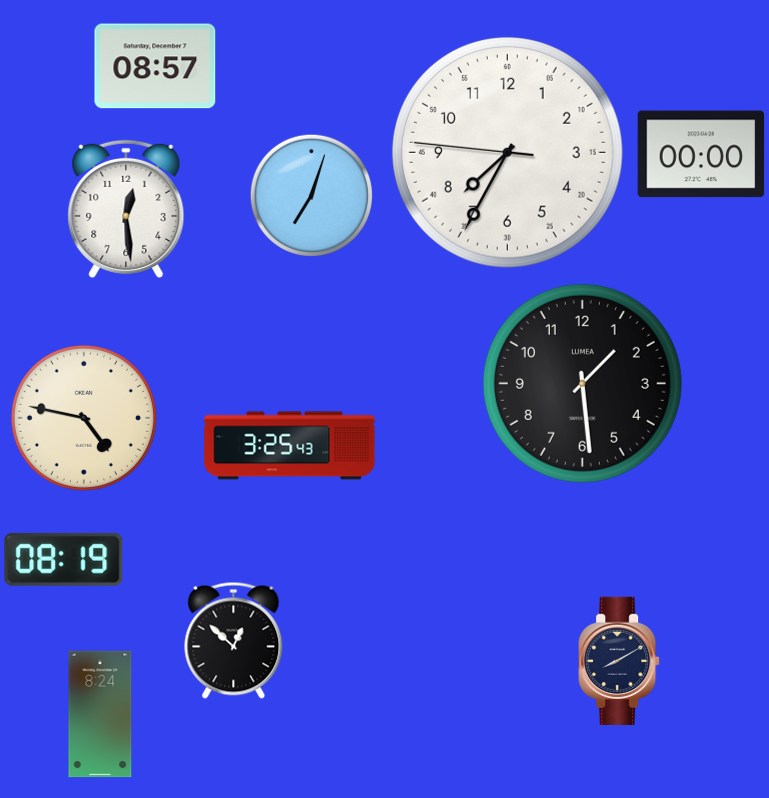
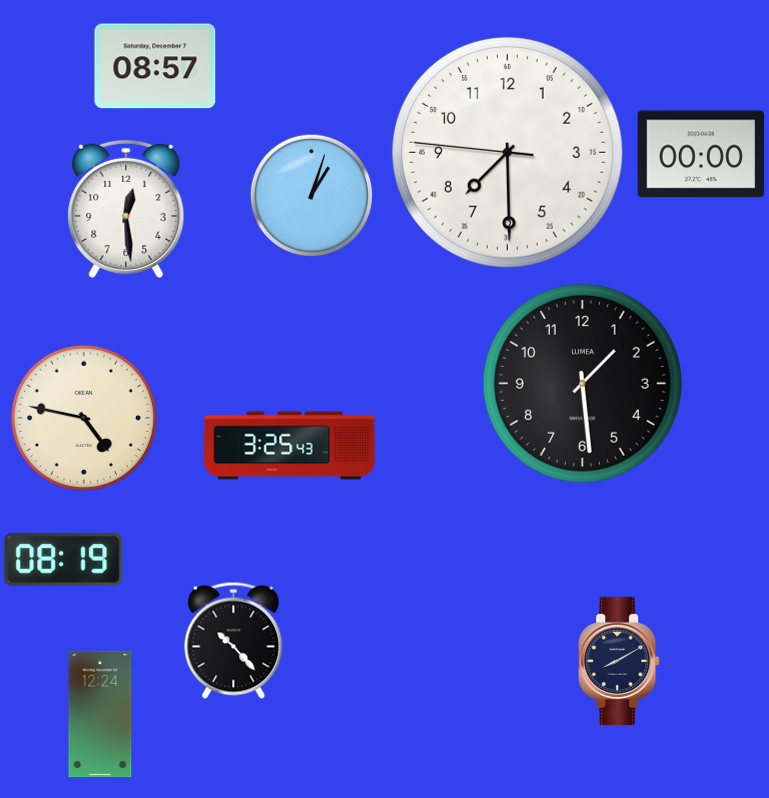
clock at (507, 152): 7:34 -> 7:29
clock at (311, 195): 7:03 -> 1:03
clock at (234, 640): 12:52 -> 10:23
clock at (100, 714): 8:24 -> 12:24
